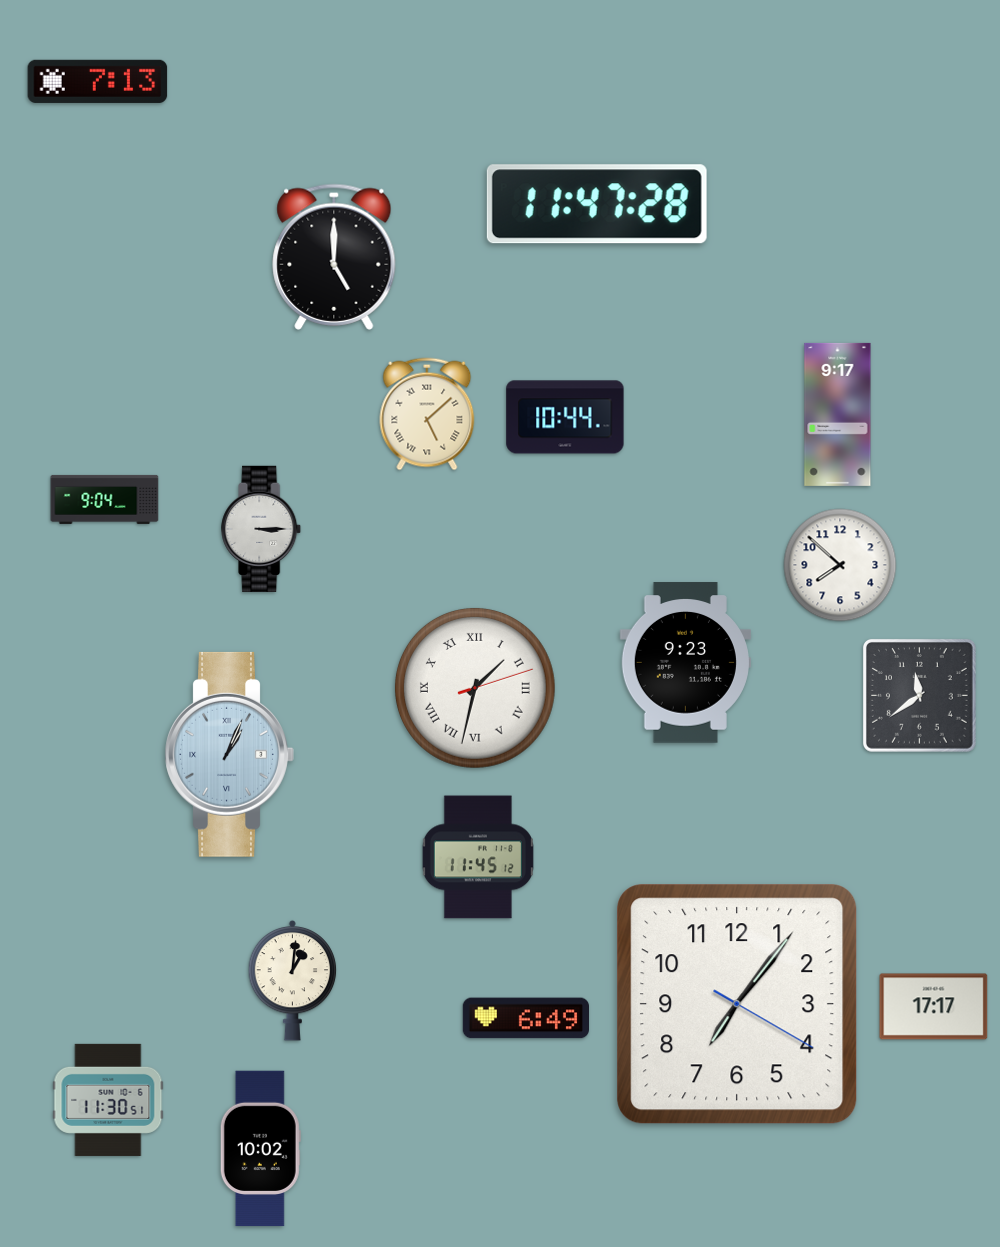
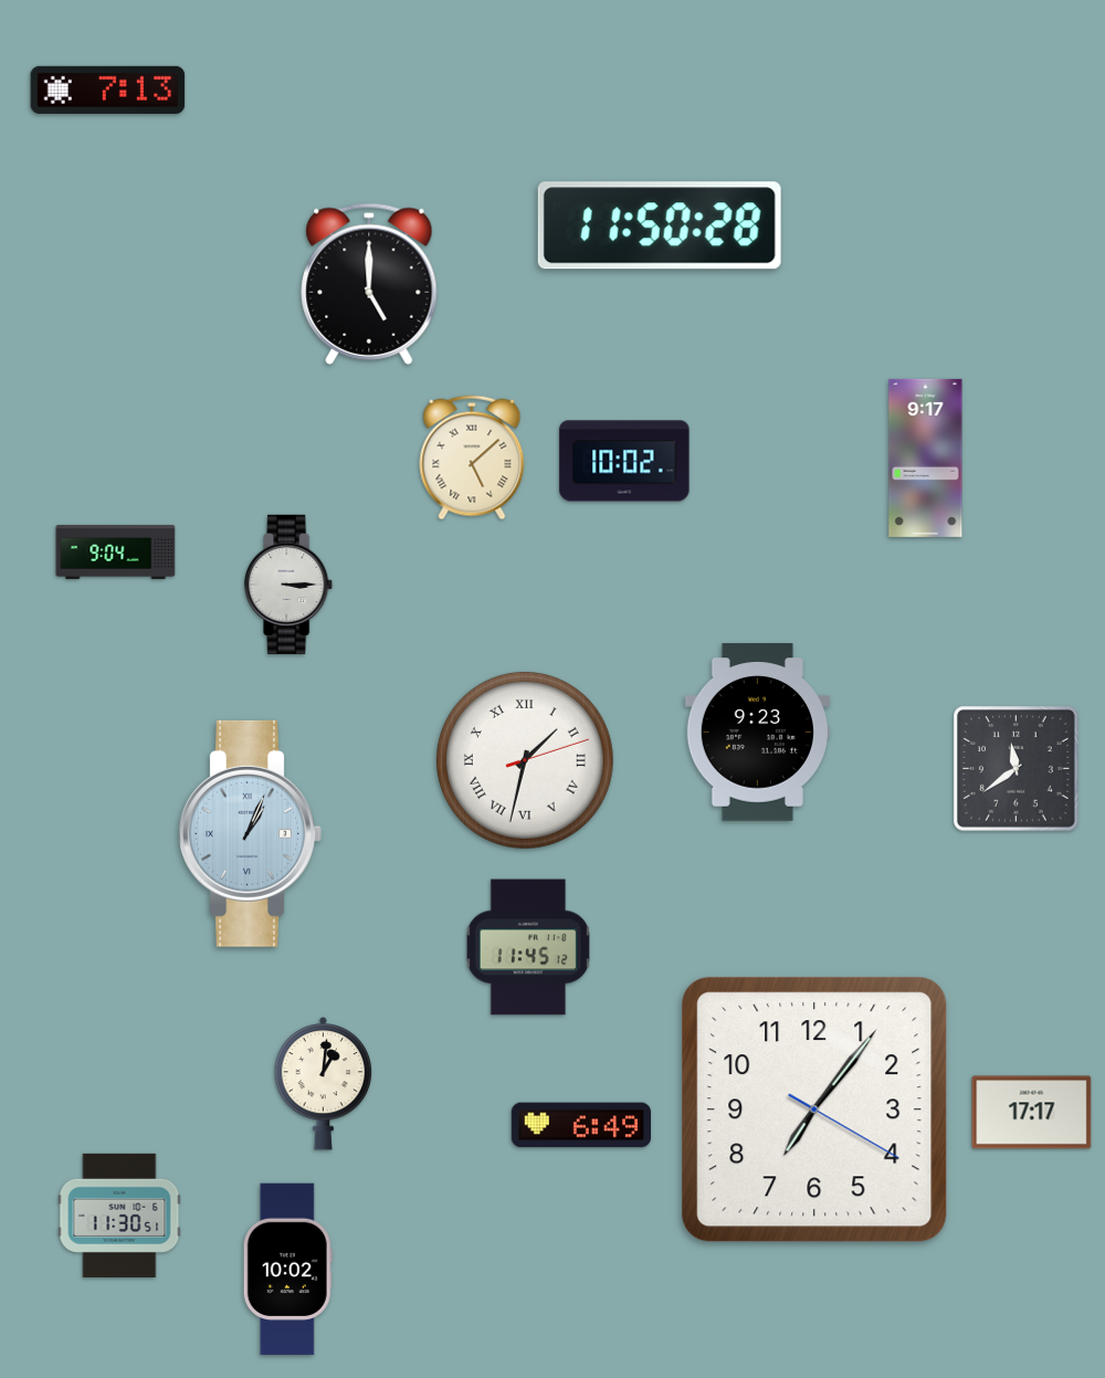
clock at (597, 204): 11:47 -> 11:50
clock at (565, 417): 10:44 -> 10:02
clock at (840, 565): 7:52 -> none
clock at (229, 754) position: (229, 754) -> (250, 833)
